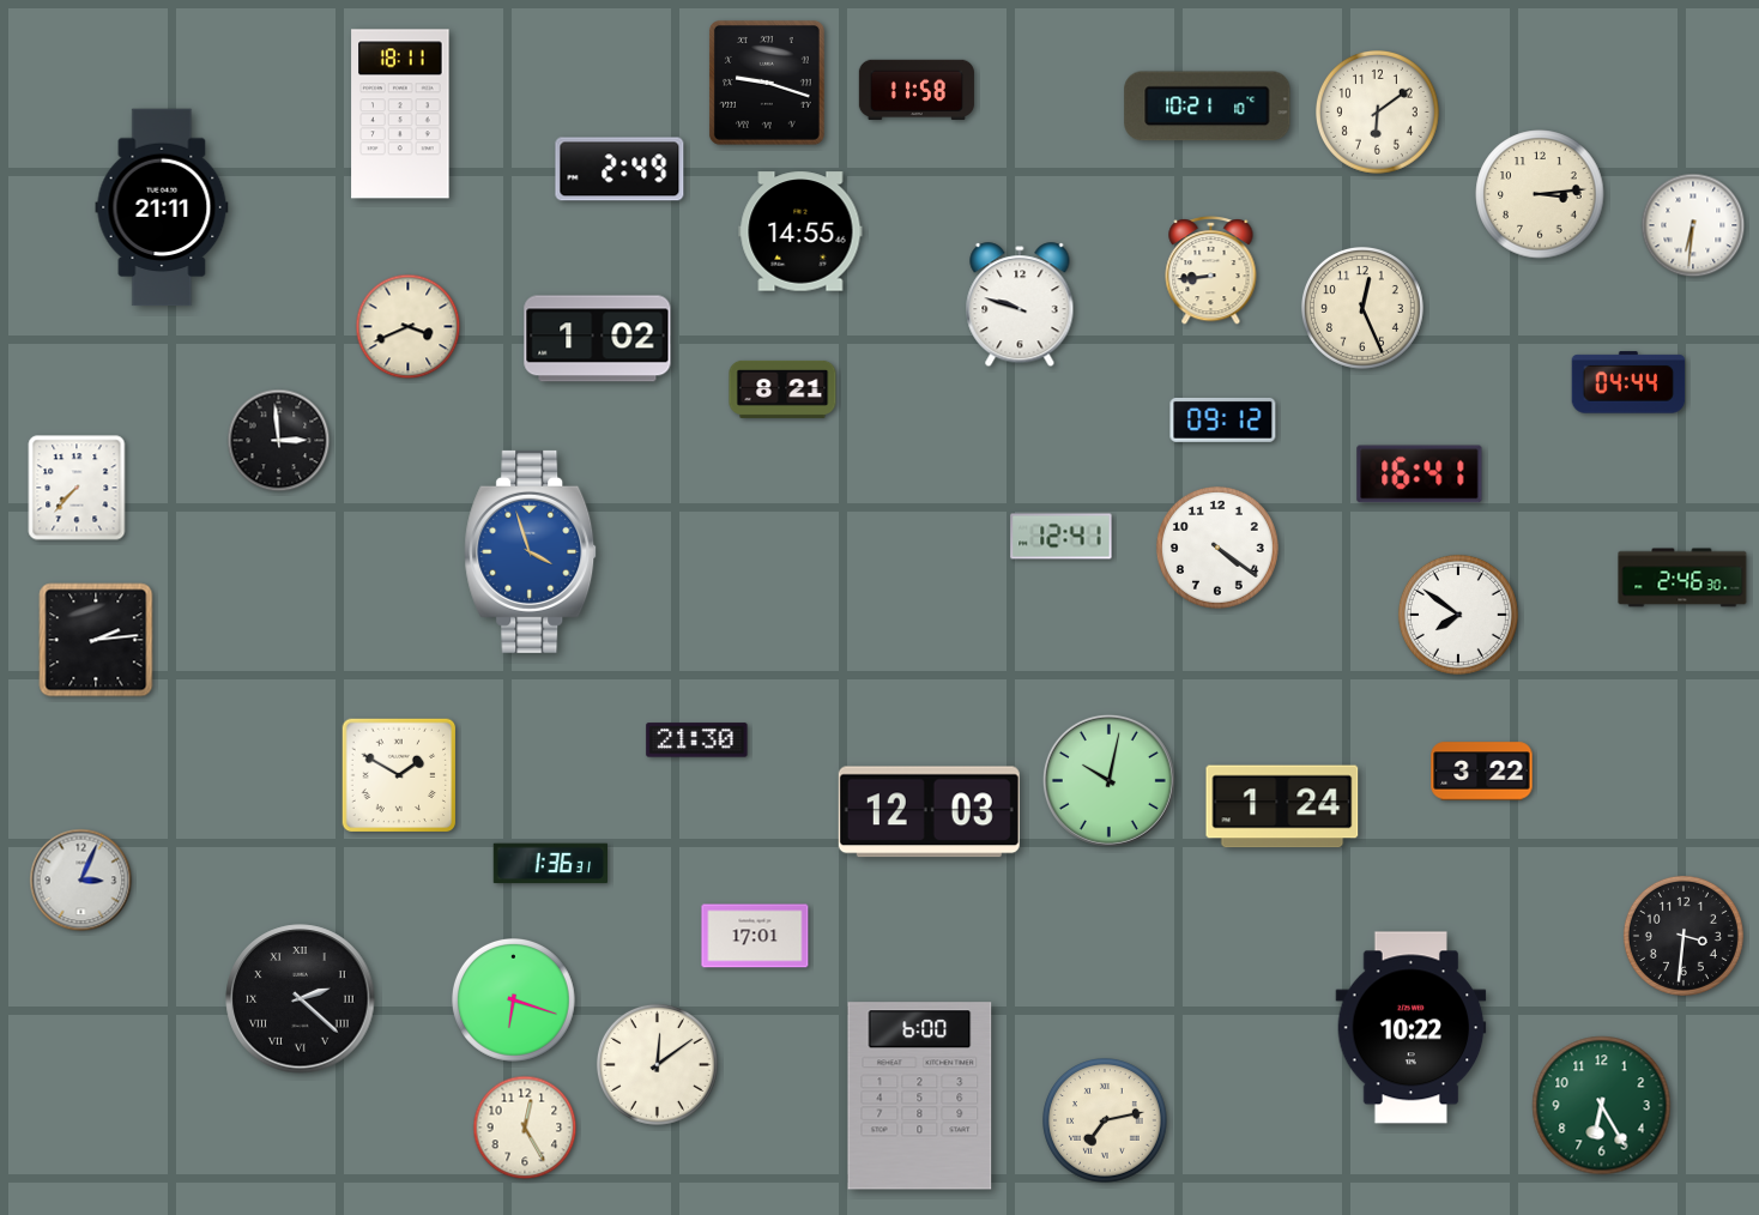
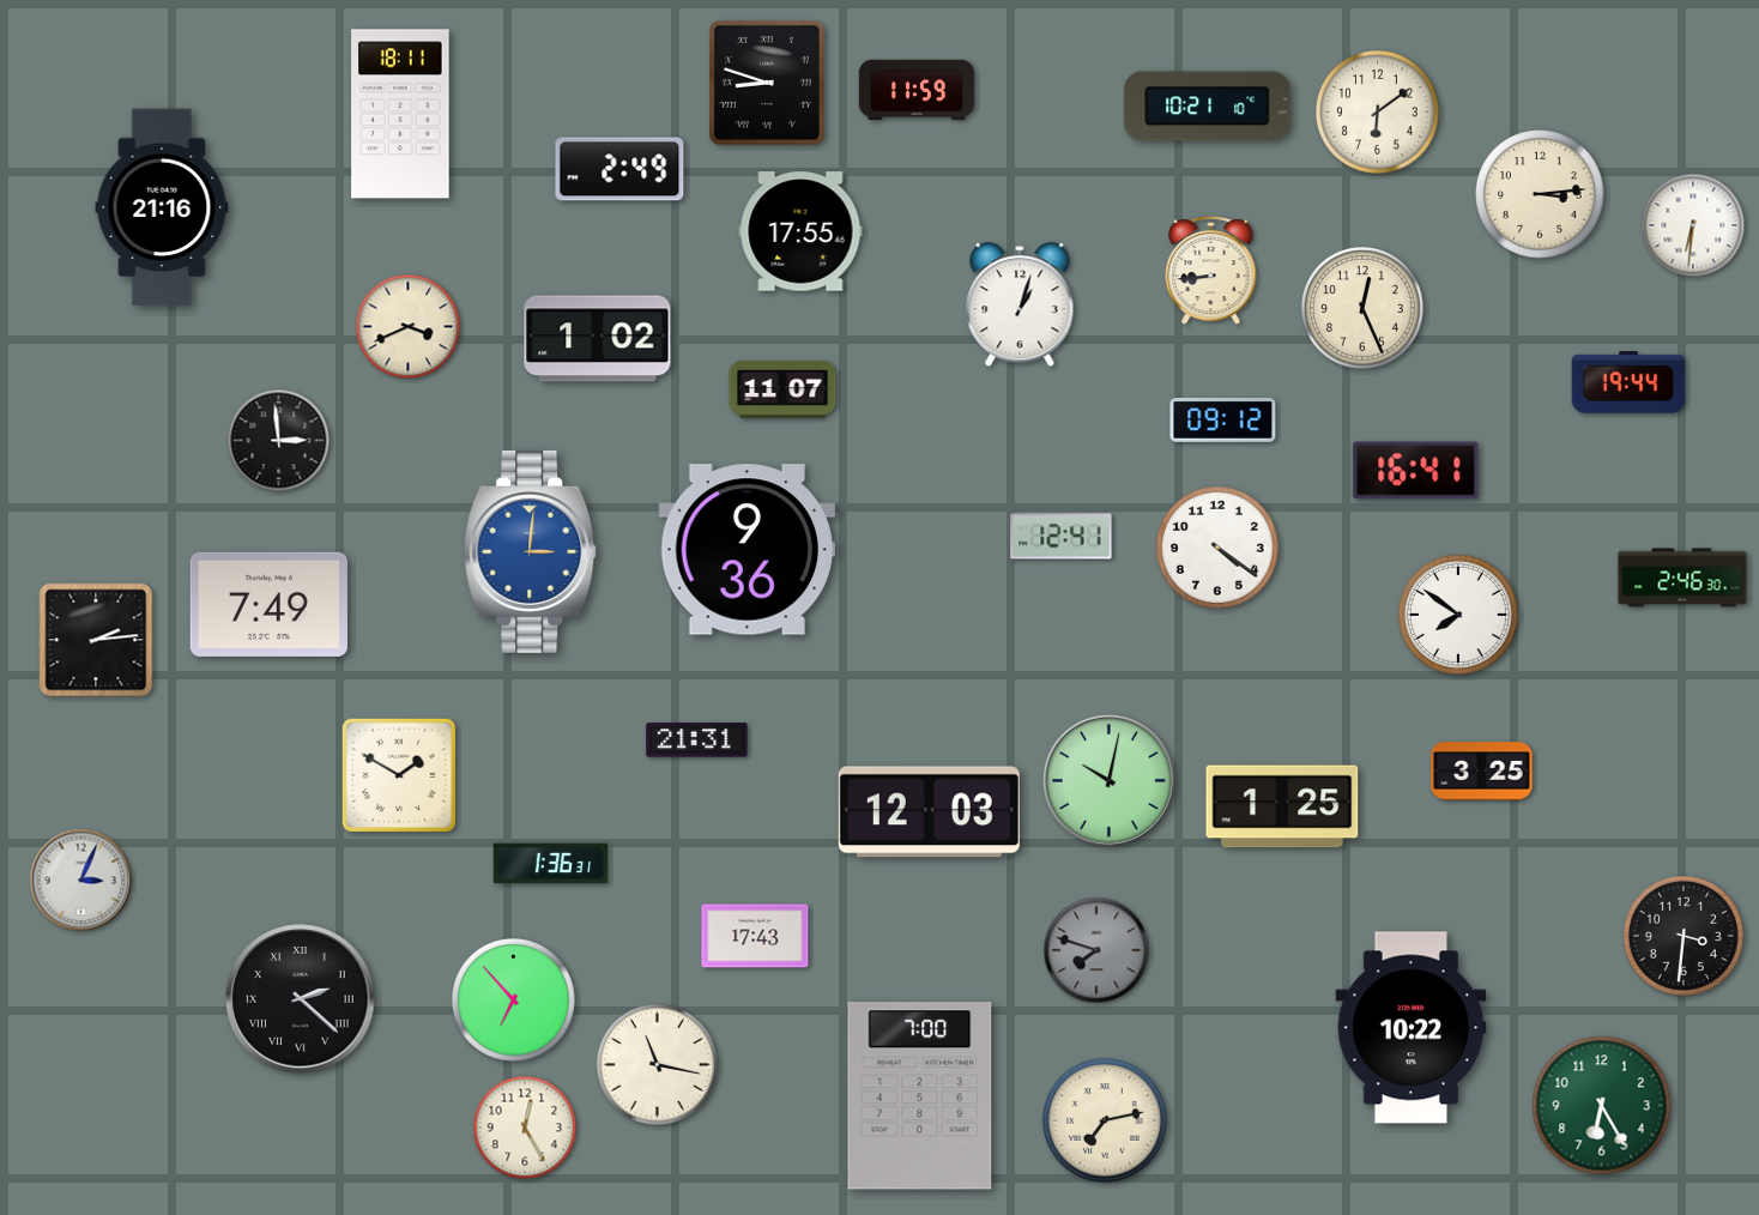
clock at (767, 83): 9:18 -> 8:48
clock at (917, 89): 11:58 -> 11:59
clock at (162, 207): 21:11 -> 21:16
clock at (800, 231): 14:55 -> 17:55
clock at (1020, 306): 9:48 -> 1:03
clock at (1628, 382): 04:44 -> 19:44
clock at (782, 389): 8:21 -> 11:07
clock at (1420, 474) position: (1420, 474) -> (1416, 471)
clock at (77, 488): 7:37 -> none
clock at (748, 550): none -> 9:36
clock at (531, 551): 3:57 -> 3:01
clock at (268, 604): none -> 7:49
clock at (697, 741): 21:30 -> 21:31
clock at (1482, 772): 3:22 -> 3:25
clock at (1282, 806): 1:24 -> 1:25
clock at (755, 936): 17:01 -> 17:43
clock at (1096, 950): none -> 7:48
clock at (514, 1001): 6:18 -> 6:53
clock at (657, 1064): 12:09 -> 11:17
clock at (920, 1096): 6:00 -> 7:00
